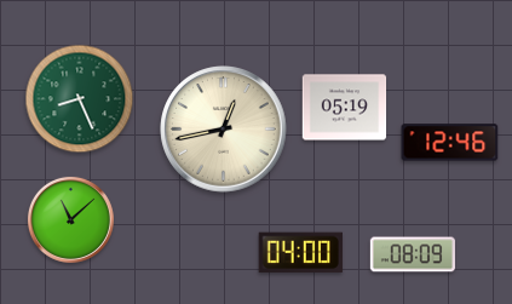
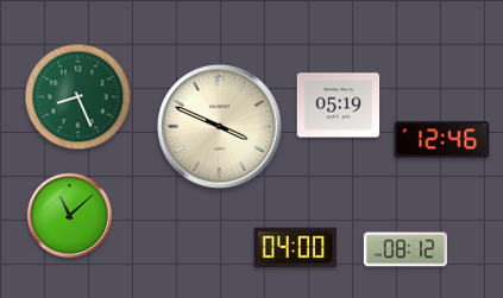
clock at (224, 130): 12:43 -> 3:49
clock at (413, 254): 08:09 -> 08:12
